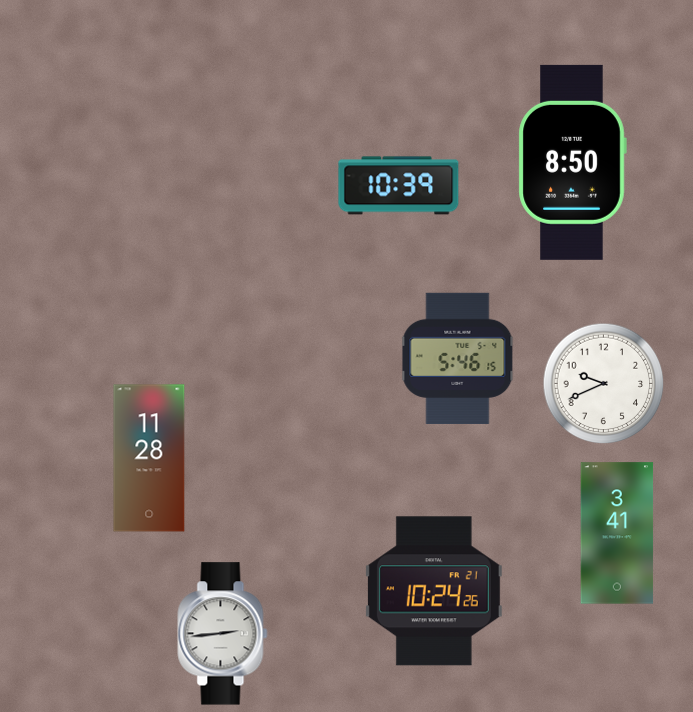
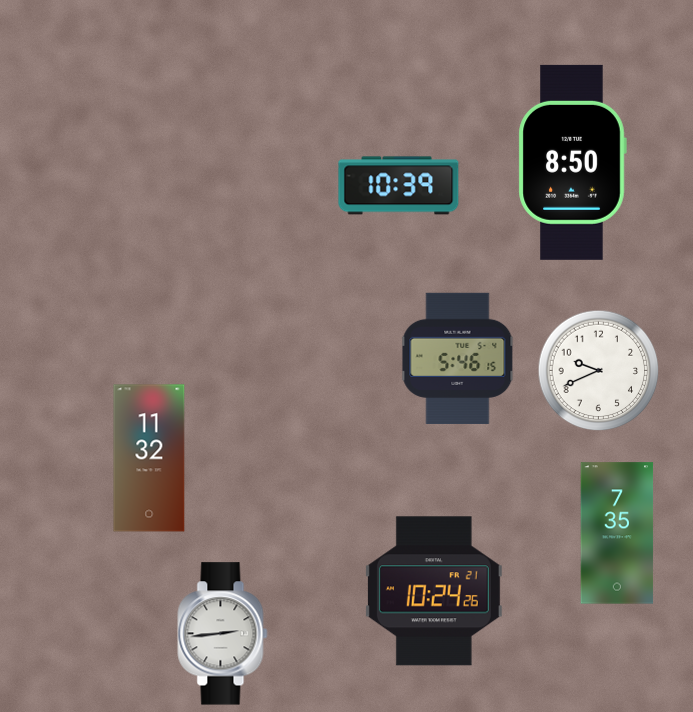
clock at (604, 384) position: (604, 384) -> (599, 371)
clock at (149, 458): 11:28 -> 11:32
clock at (617, 533): 3:41 -> 7:35
